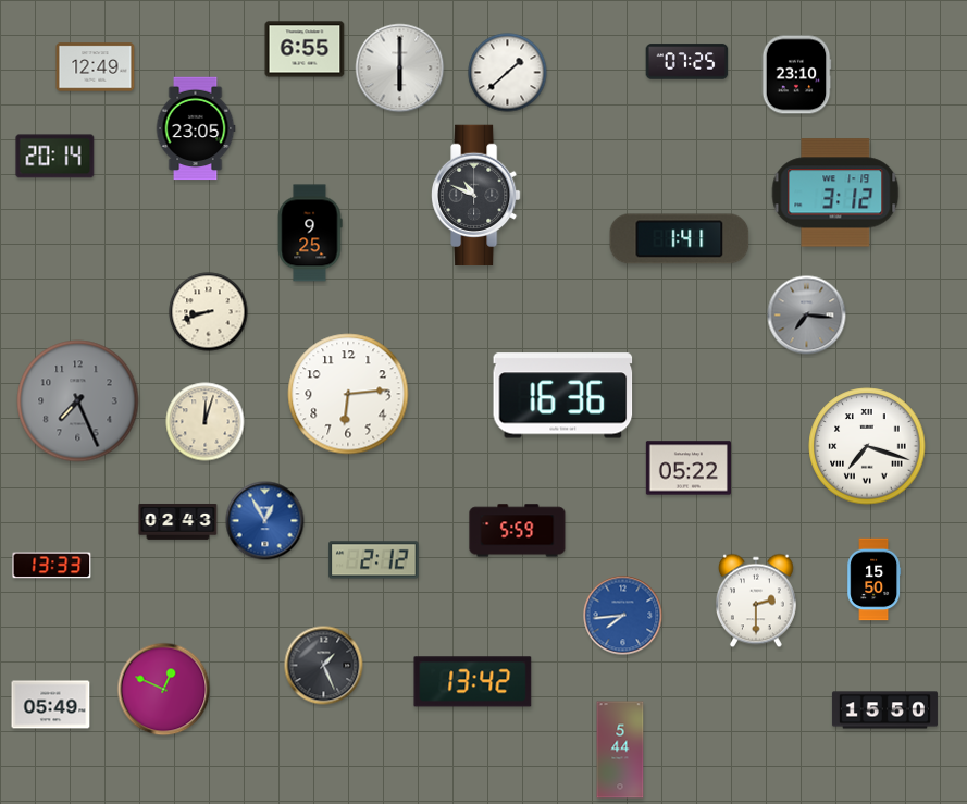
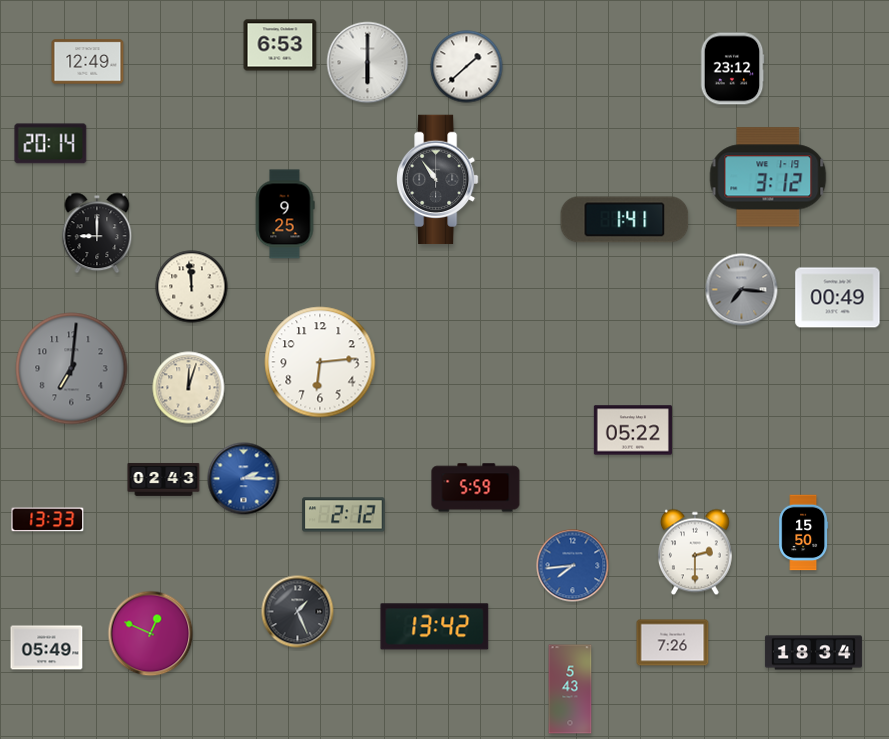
clock at (305, 49): 6:55 -> 6:53
clock at (687, 62): 07:25 -> none
clock at (796, 75): 23:10 -> 23:12
clock at (196, 128): 23:05 -> none
clock at (476, 196): 10:49 -> 10:54
clock at (97, 233): none -> 9:00
clock at (209, 312): 8:42 -> 11:59
clock at (838, 298): none -> 00:49
clock at (563, 396): 16:36 -> none
clock at (78, 401): 7:26 -> 7:01
clock at (867, 446): 7:18 -> none
clock at (265, 521): 12:55 -> 2:15
clock at (673, 643): none -> 7:26
clock at (884, 710): 15:50 -> 18:34
clock at (620, 750): 5:44 -> 5:43
